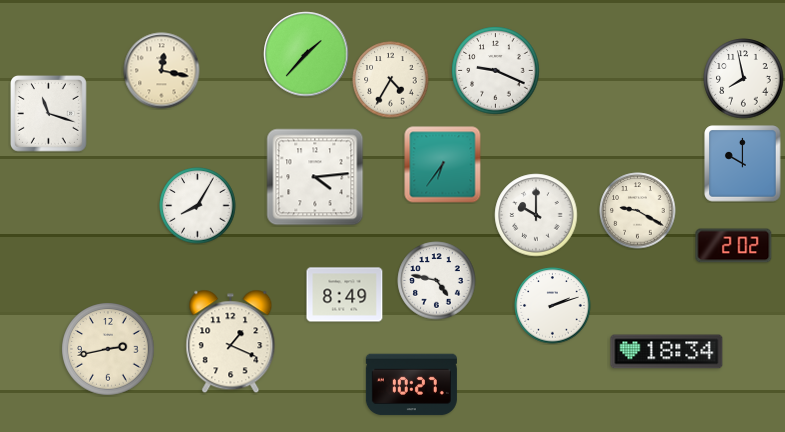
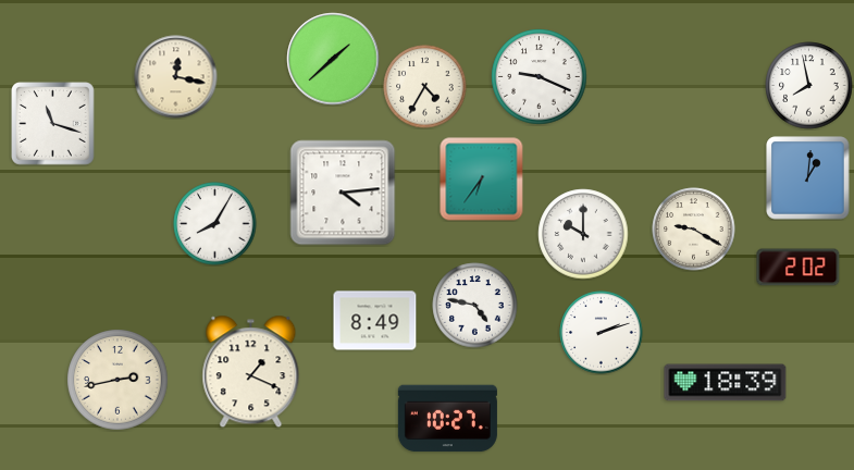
clock at (306, 54): 1:37 -> 1:38
clock at (743, 164): 10:00 -> 1:01
clock at (667, 352): 18:34 -> 18:39
